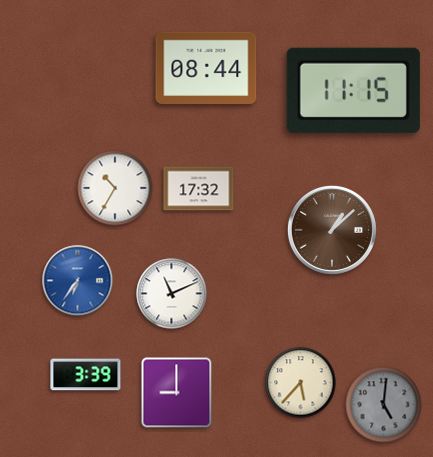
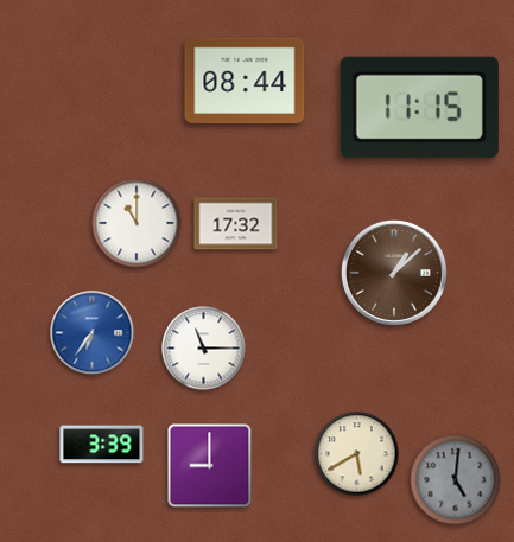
clock at (115, 188): 10:35 -> 11:00
clock at (172, 294): 11:11 -> 11:15
clock at (301, 383): 5:37 -> 5:40
